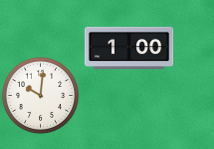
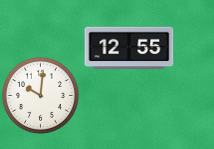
clock at (129, 48): 1:00 -> 12:55
